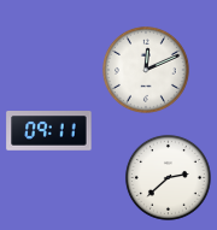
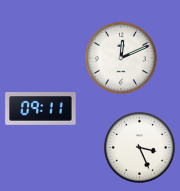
clock at (168, 177): 2:38 -> 3:26
